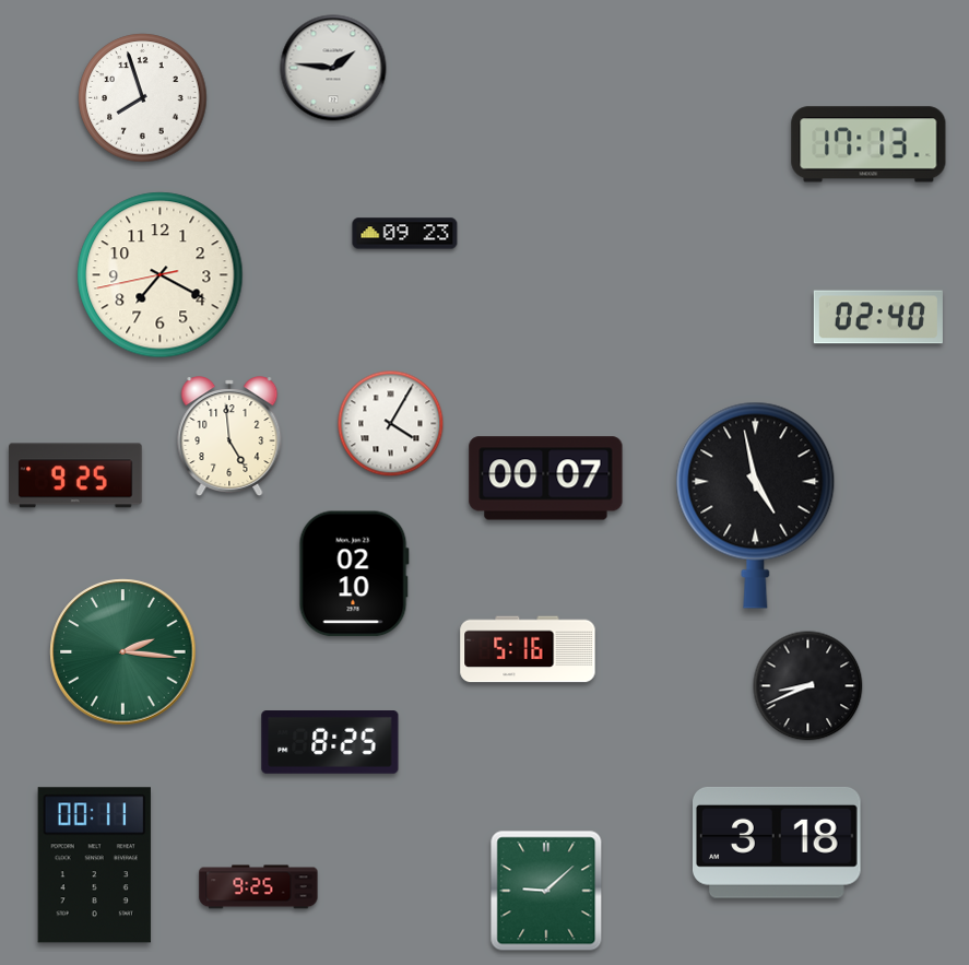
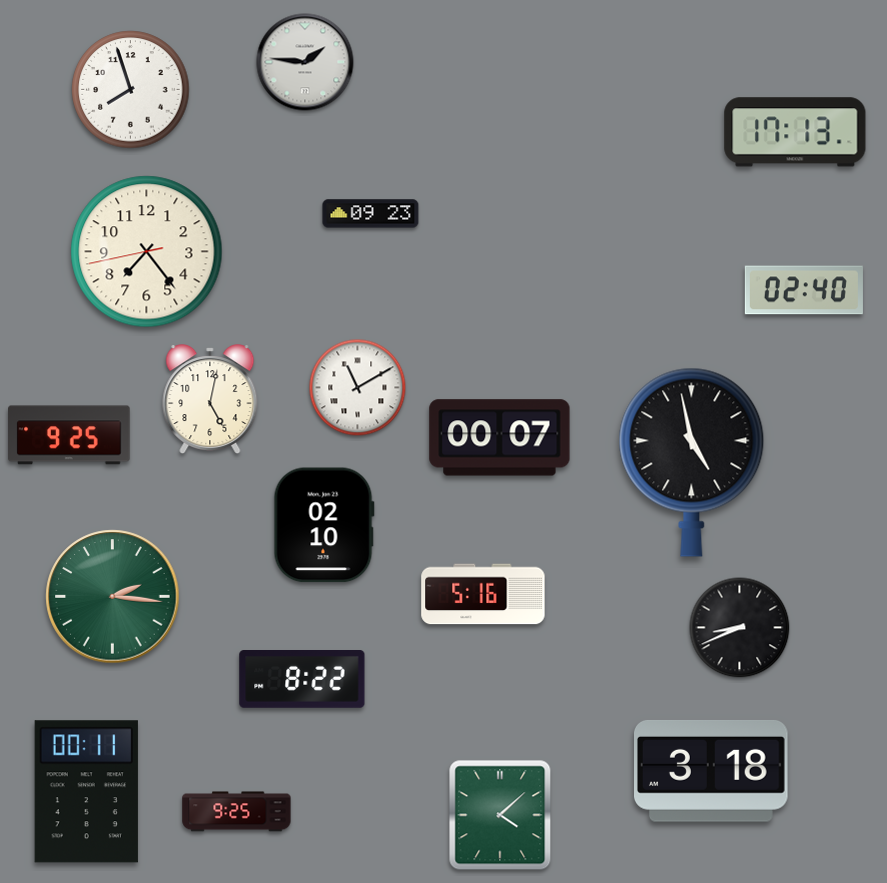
clock at (161, 275): 7:19 -> 7:23
clock at (391, 424): 4:05 -> 11:10
clock at (229, 437): 4:59 -> 5:02
clock at (330, 743): 8:25 -> 8:22
clock at (546, 891): 9:08 -> 4:08
